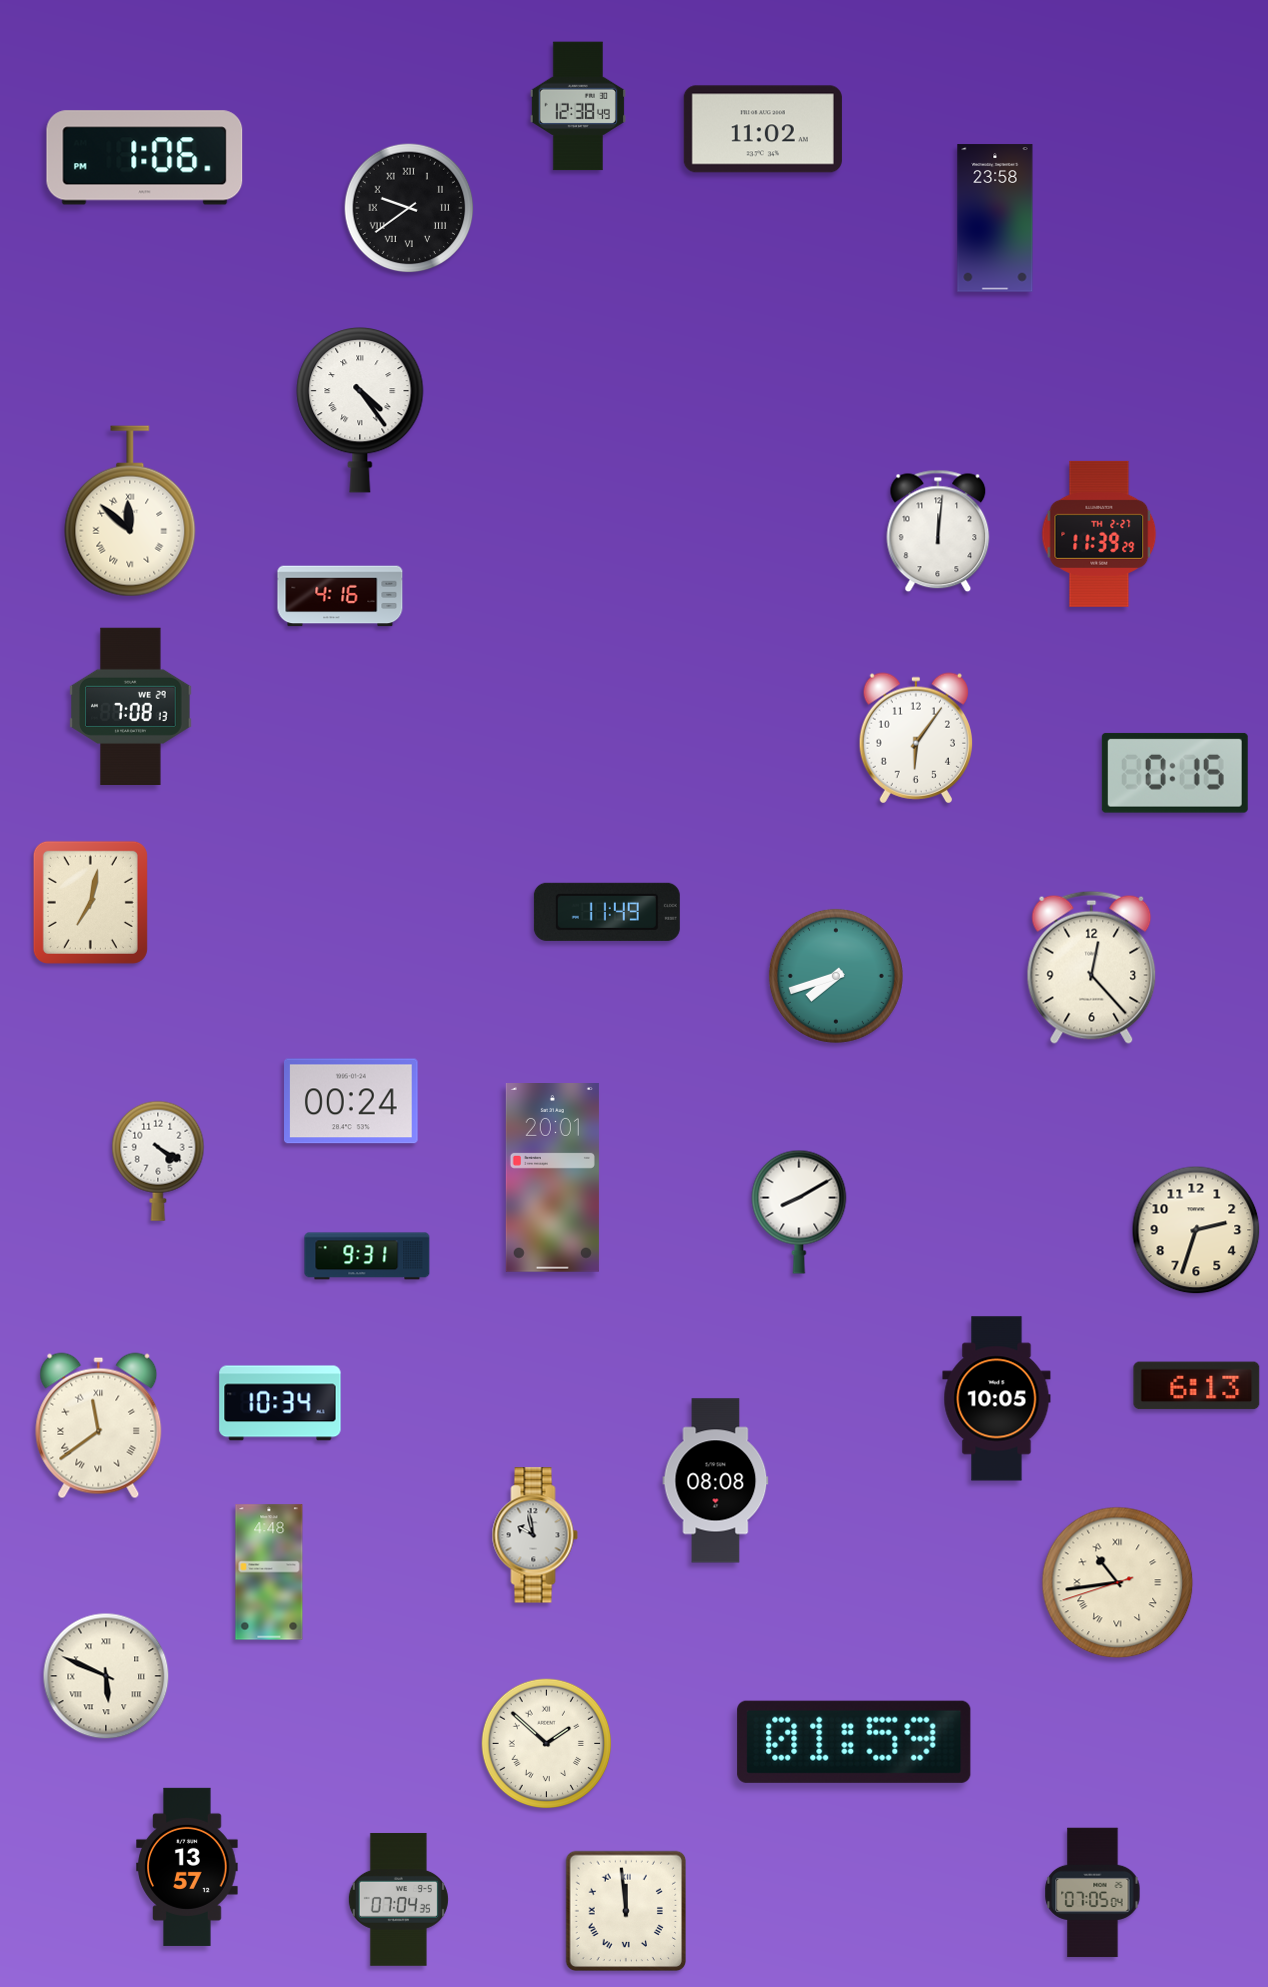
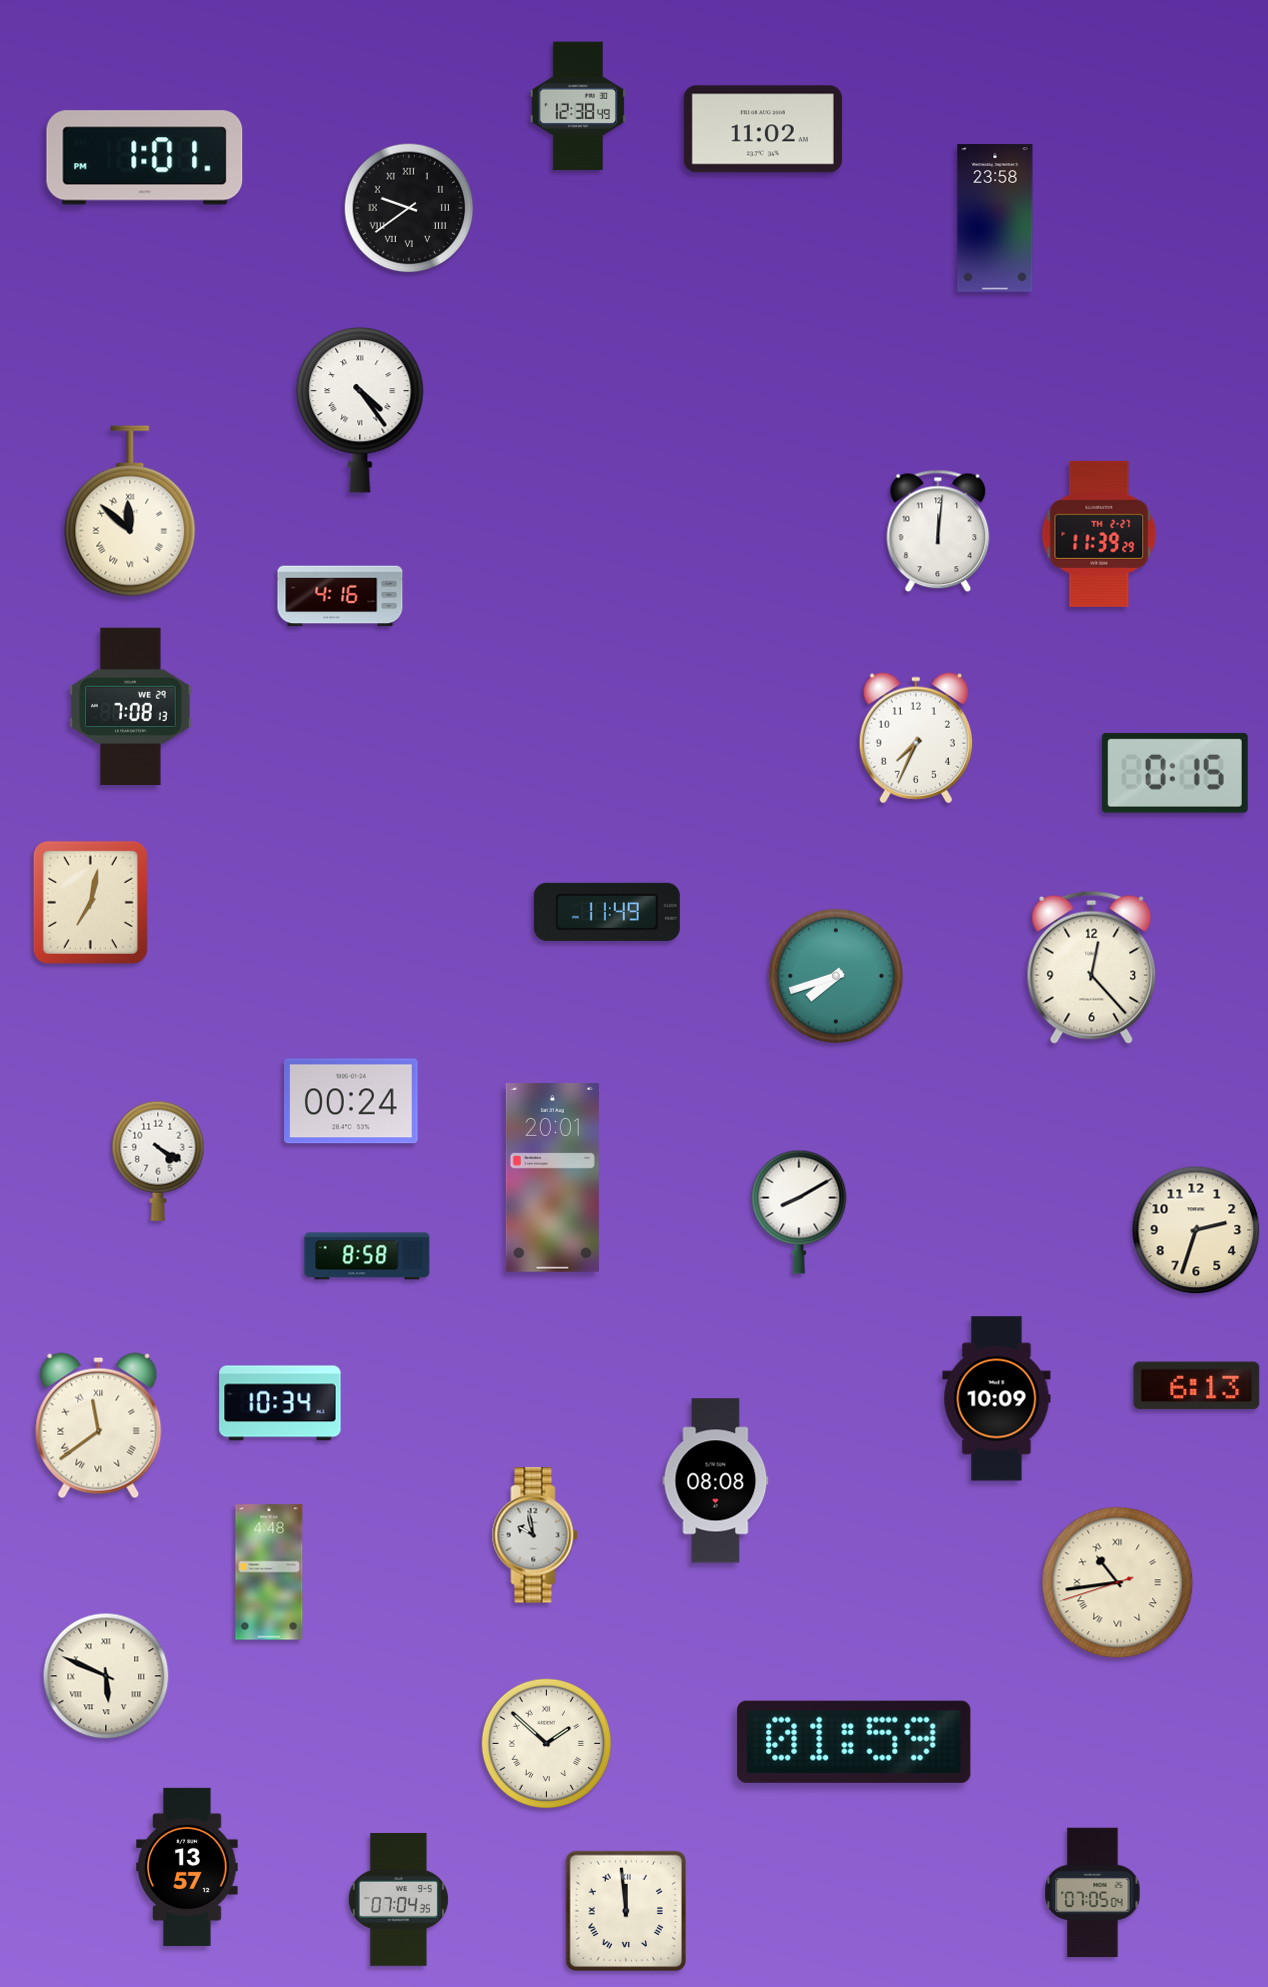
clock at (145, 158): 1:06 -> 1:01
clock at (915, 738): 6:06 -> 7:34
clock at (367, 1256): 9:31 -> 8:58
clock at (997, 1399): 10:05 -> 10:09
